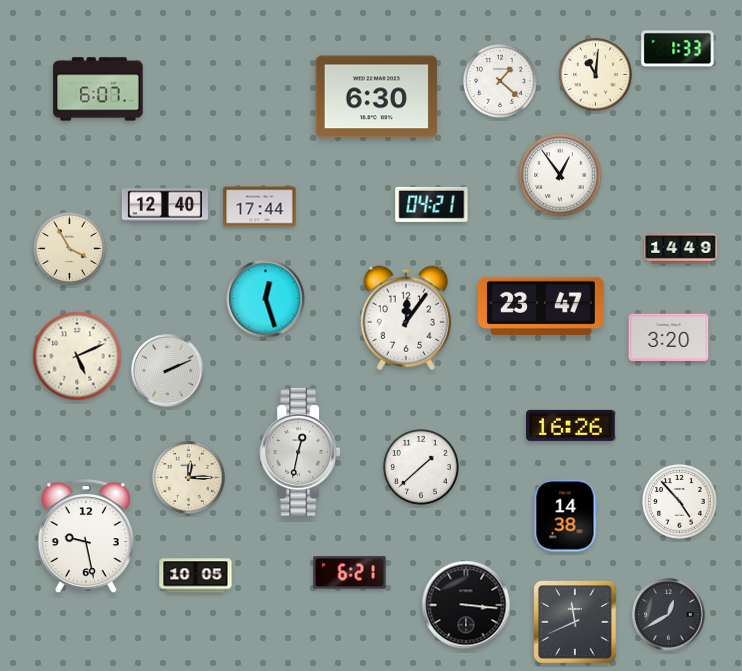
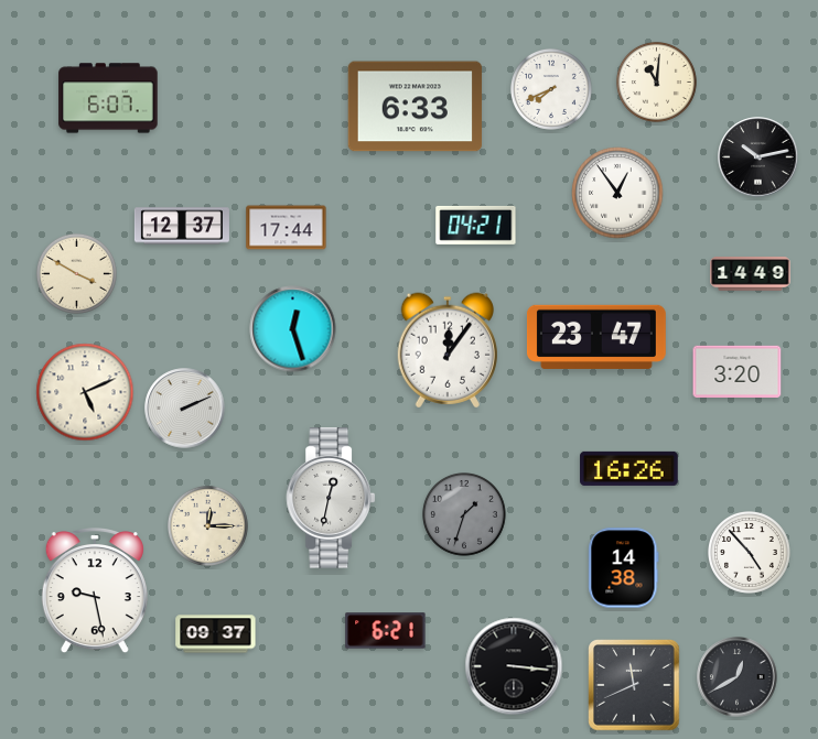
clock at (678, 49): 1:33 -> none
clock at (500, 81): 1:22 -> 7:41
clock at (377, 97): 6:30 -> 6:33
clock at (758, 157): none -> 10:13
clock at (165, 205): 12:40 -> 12:37
clock at (69, 248): 3:55 -> 3:50
clock at (422, 468): 1:38 -> 1:33
clock at (422, 468) dial: white -> grey
clock at (196, 576): 10:05 -> 09:37
